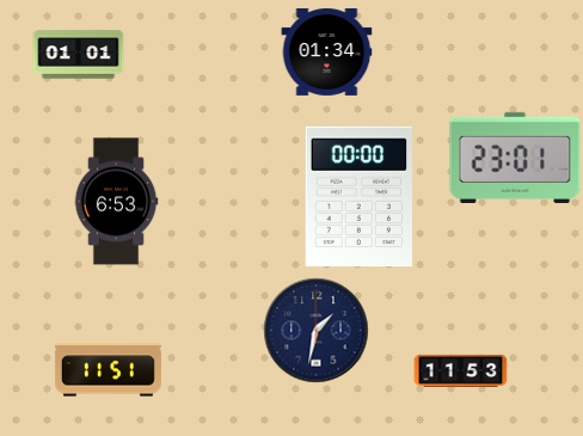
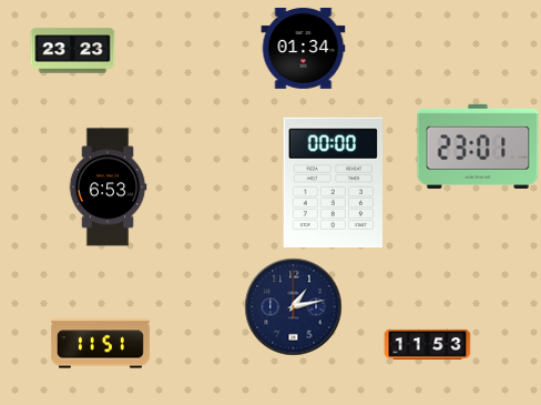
clock at (79, 55): 01:01 -> 23:23
clock at (317, 331): 1:32 -> 1:13
